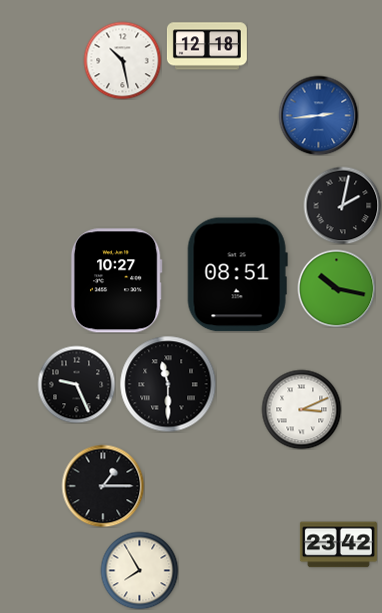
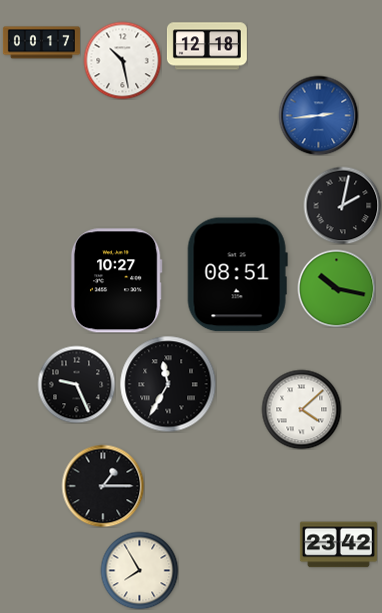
clock at (41, 43): none -> 00:17
clock at (168, 384): 11:30 -> 11:35
clock at (301, 409): 3:11 -> 4:08
